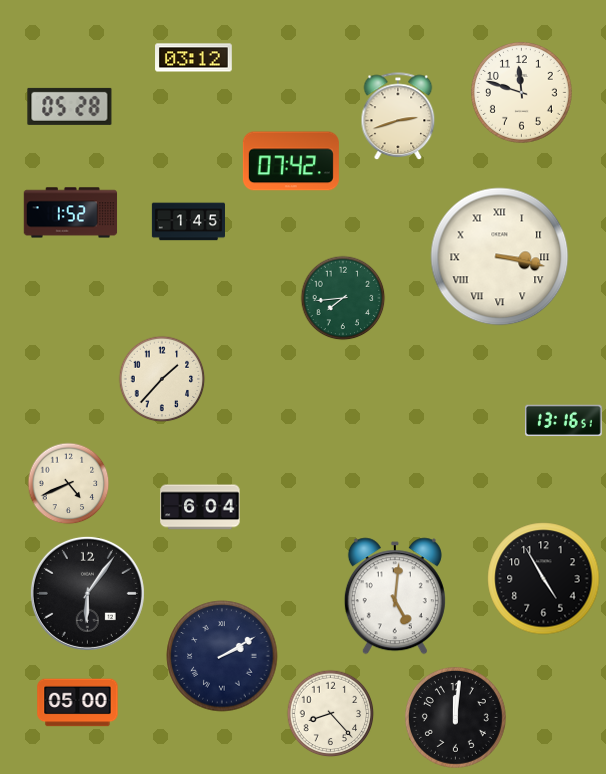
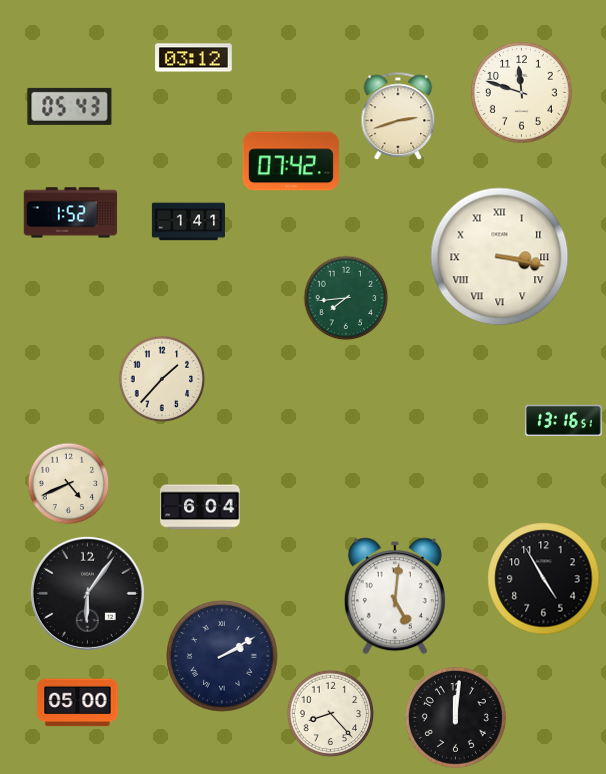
clock at (70, 106): 05:28 -> 05:43
clock at (188, 222): 1:45 -> 1:41
clock at (343, 298) position: (343, 298) -> (346, 298)
